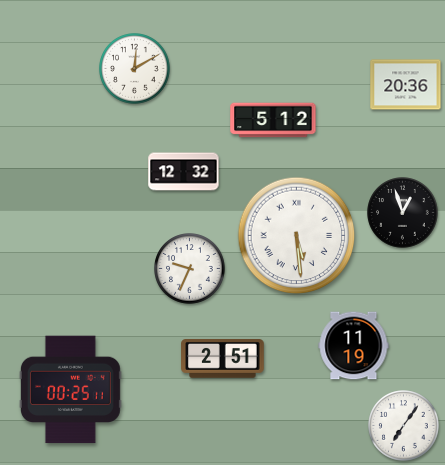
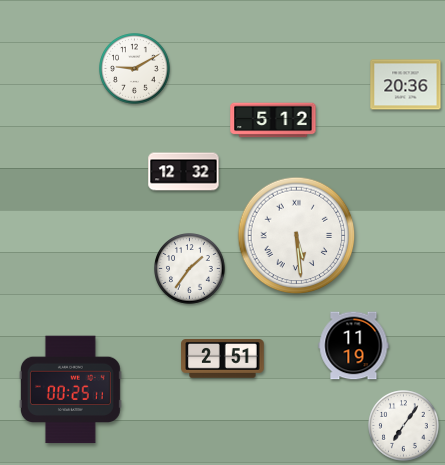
clock at (135, 69): 12:10 -> 9:10
clock at (403, 213): 12:57 -> none
clock at (190, 269): 9:34 -> 1:36
